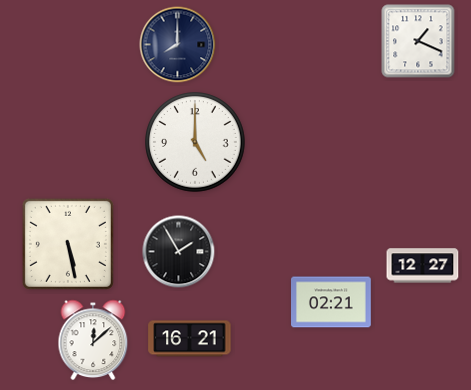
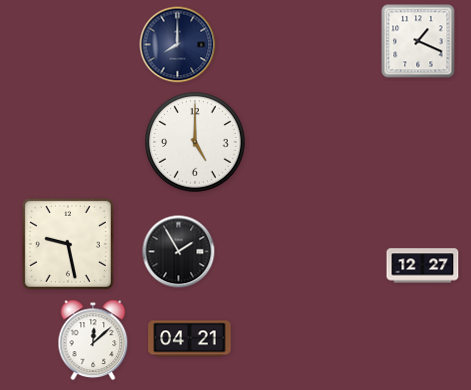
clock at (68, 244): 5:28 -> 9:28
clock at (332, 302): 02:21 -> none
clock at (190, 339): 16:21 -> 04:21
